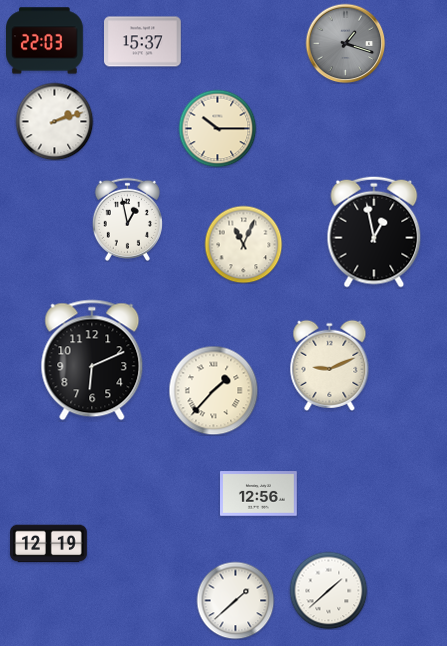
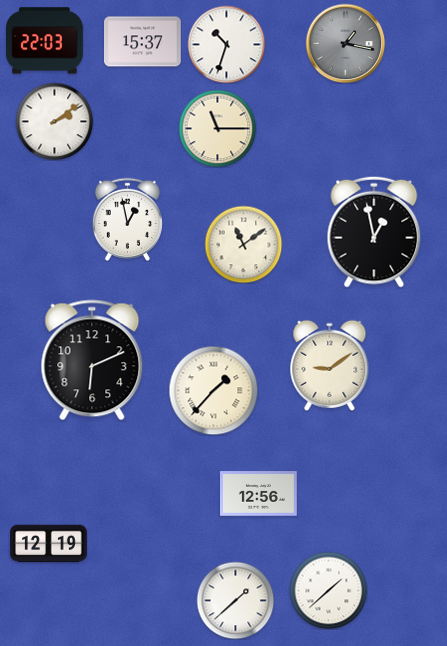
clock at (345, 43): 1:18 -> 1:17
clock at (226, 44): none -> 10:33
clock at (54, 121): 2:12 -> 2:09
clock at (217, 128): 10:15 -> 11:15
clock at (243, 244): 11:04 -> 11:09
clock at (330, 365): 9:11 -> 9:09
